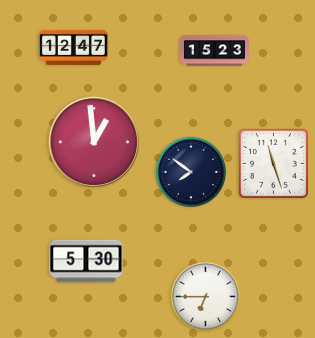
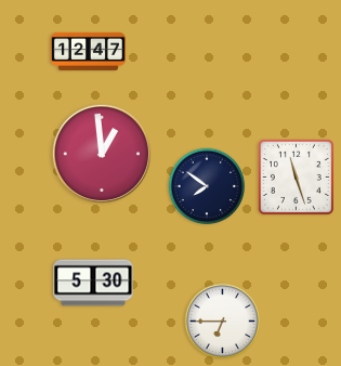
clock at (73, 47) position: (73, 47) -> (88, 51)
clock at (214, 51): 15:23 -> none
